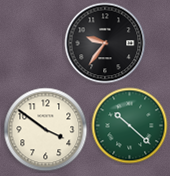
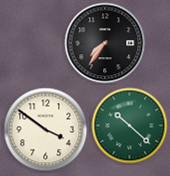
clock at (105, 43): 9:36 -> 7:36
